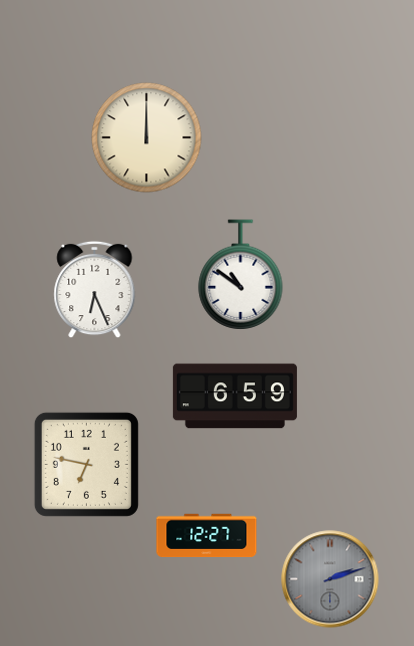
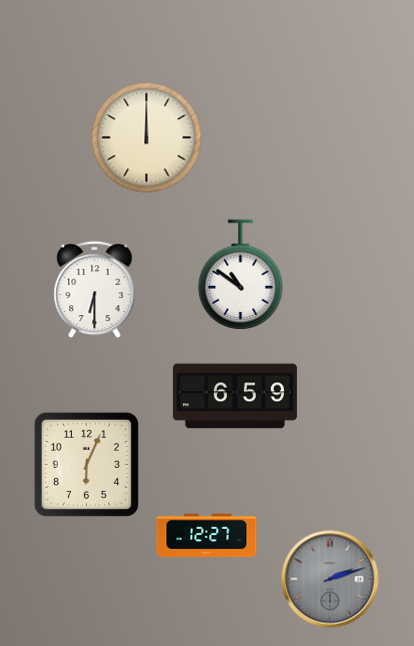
clock at (95, 289): 6:26 -> 6:30
clock at (86, 464): 6:47 -> 6:04
